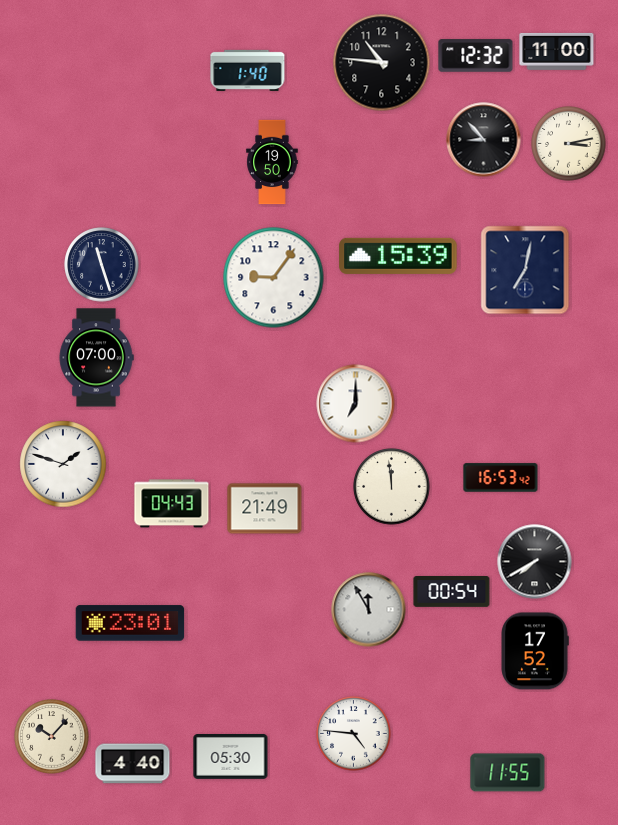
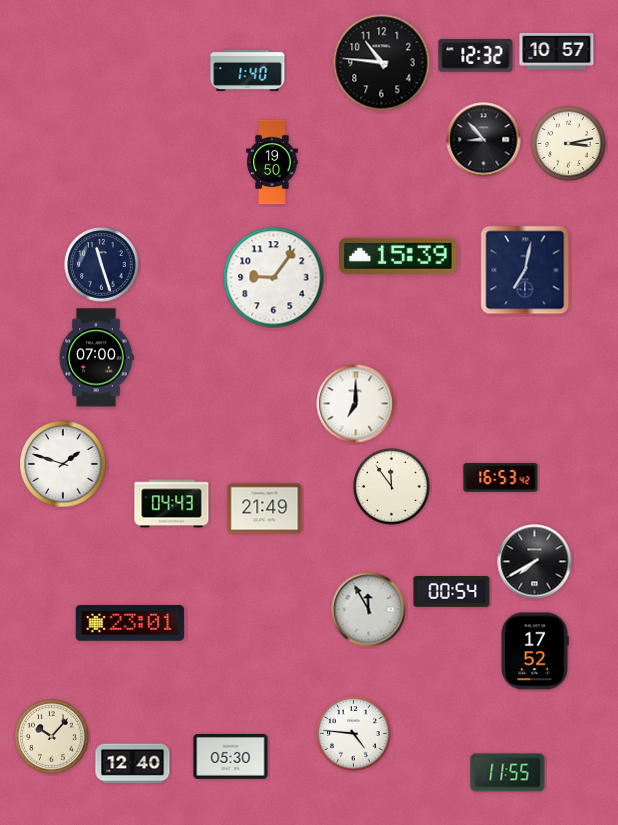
clock at (557, 51): 11:00 -> 10:57
clock at (392, 487): 11:59 -> 11:54
clock at (133, 764): 4:40 -> 12:40
